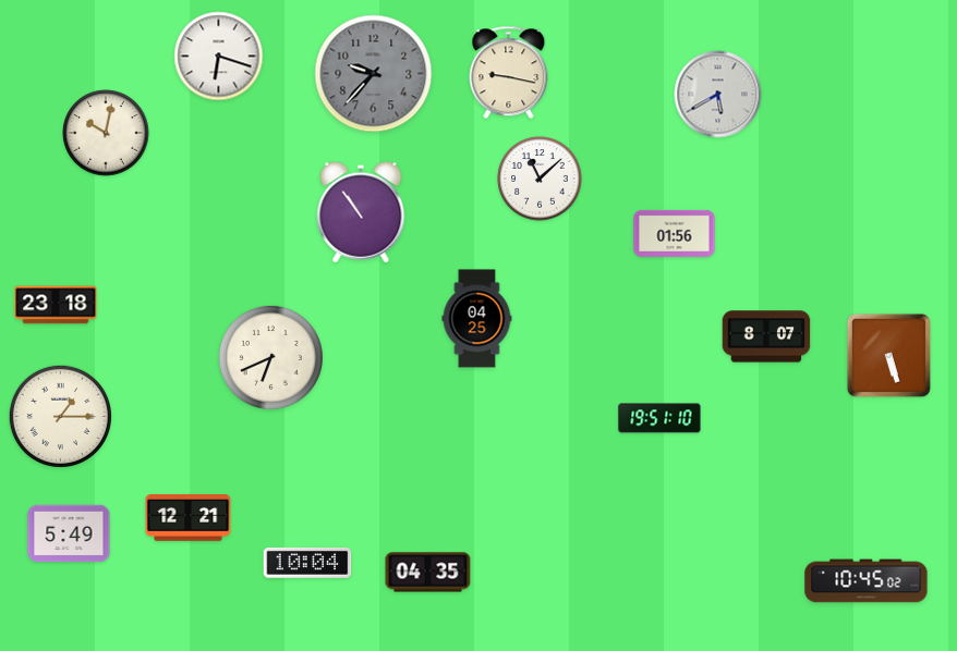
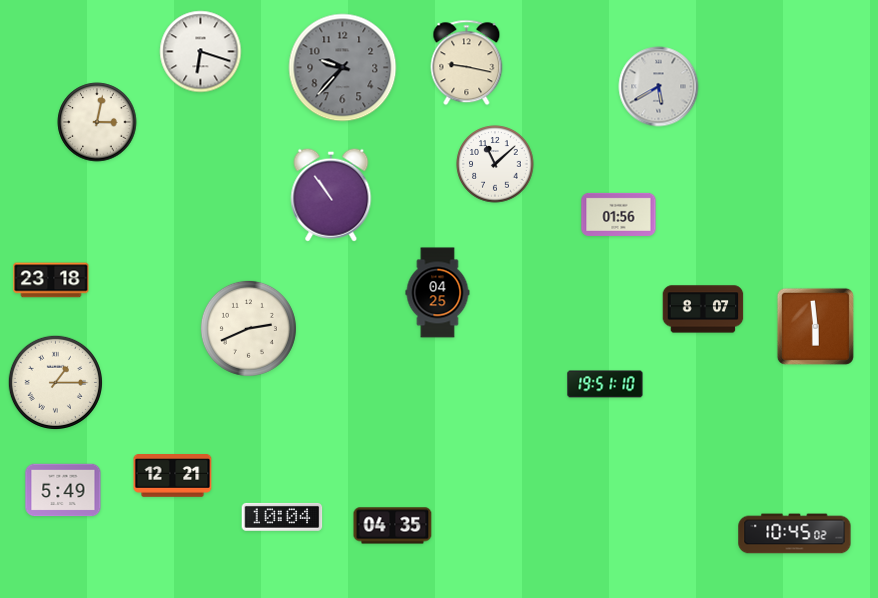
clock at (509, 73) position: (509, 73) -> (467, 63)
clock at (106, 133): 10:02 -> 3:02
clock at (888, 355): 5:27 -> 5:59
clock at (270, 357): 6:41 -> 2:41
